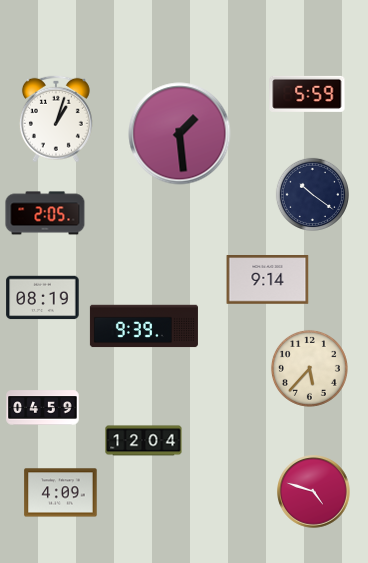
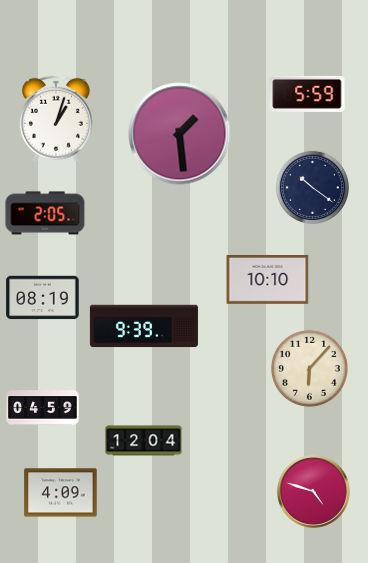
clock at (312, 194) position: (312, 194) -> (312, 187)
clock at (268, 280): 9:14 -> 10:10
clock at (309, 368): 5:37 -> 6:07
